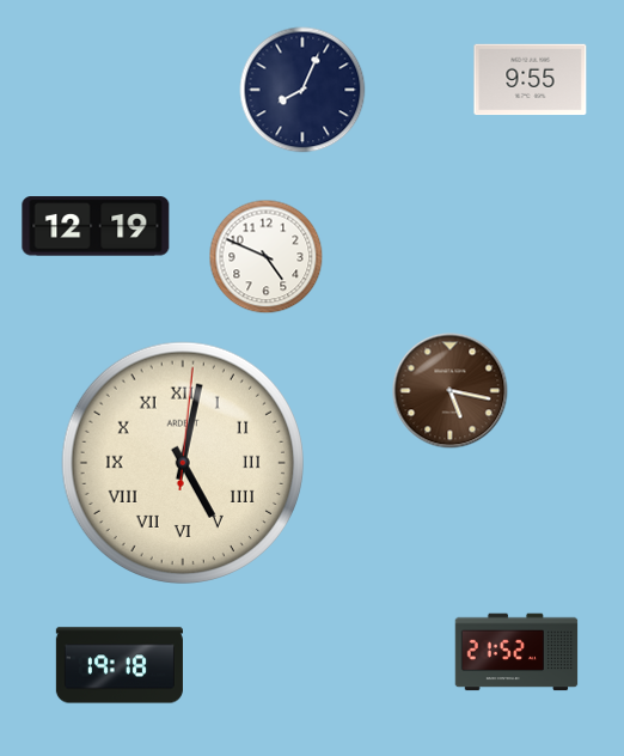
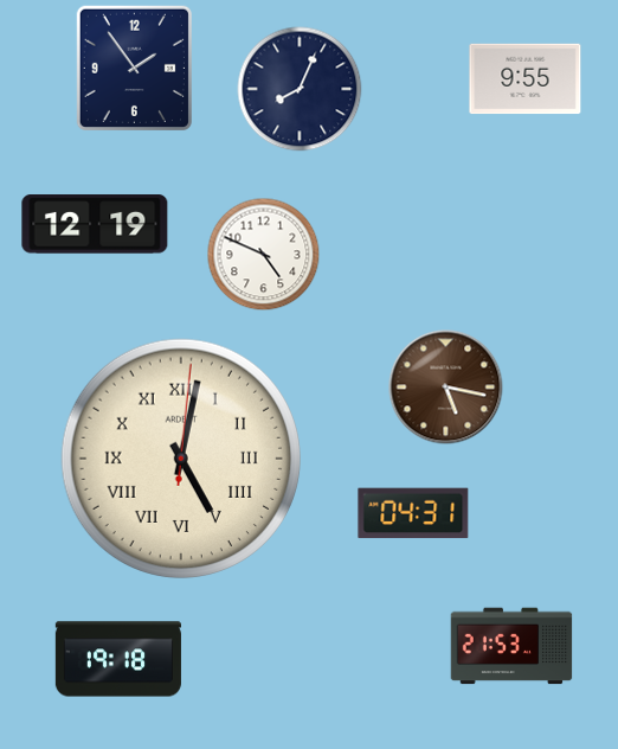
clock at (134, 68): none -> 1:54
clock at (413, 513): none -> 04:31
clock at (516, 652): 21:52 -> 21:53
